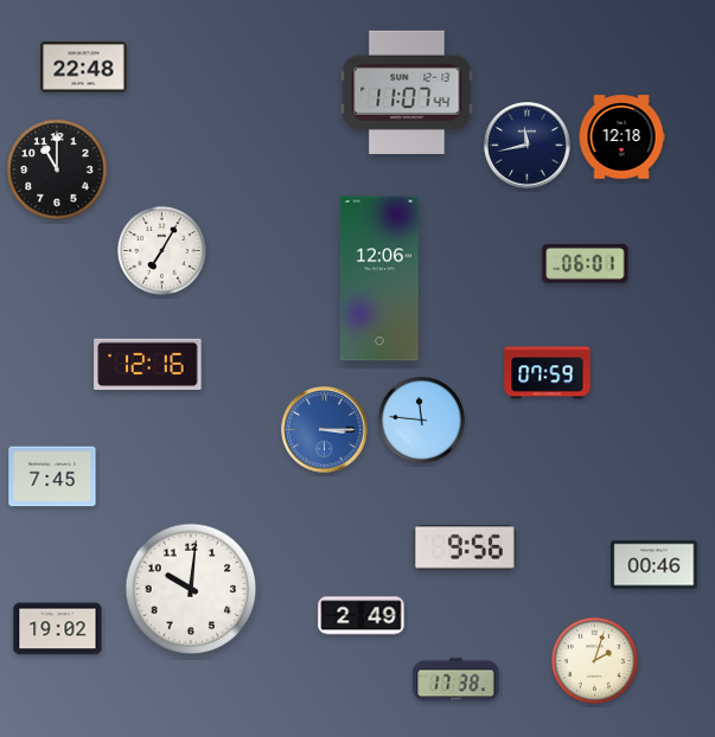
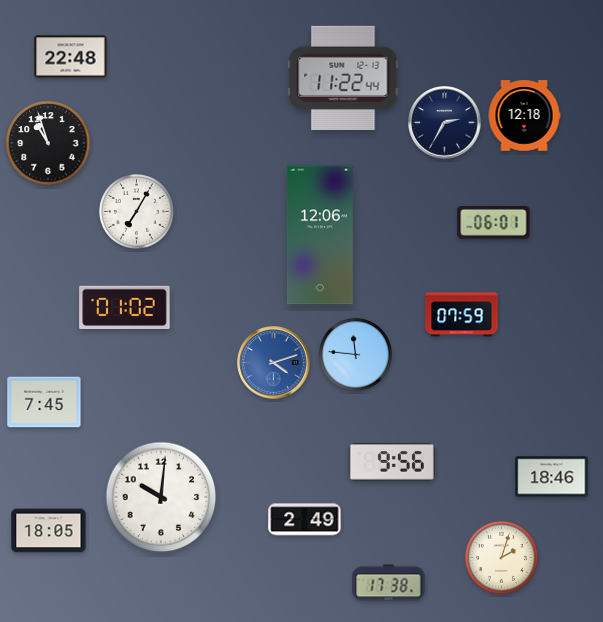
clock at (407, 92): 11:07 -> 11:22
clock at (528, 146): 11:43 -> 2:35
clock at (57, 169): 11:00 -> 10:57
clock at (148, 365): 12:16 -> 01:02
clock at (325, 430): 3:15 -> 4:12
clock at (655, 565): 00:46 -> 18:46
clock at (58, 629): 19:02 -> 18:05
clock at (457, 680) position: (457, 680) -> (389, 583)
